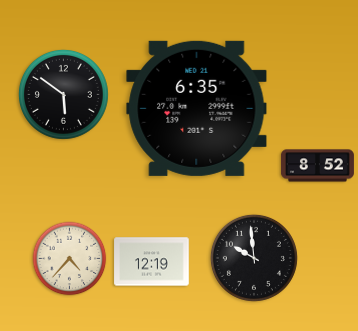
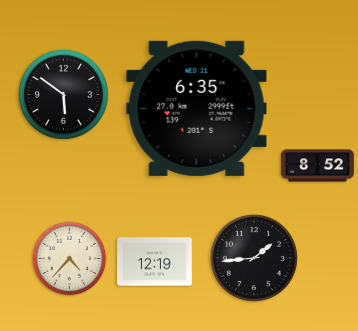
clock at (254, 258): 9:59 -> 1:44
clock at (152, 262) position: (152, 262) -> (155, 262)
